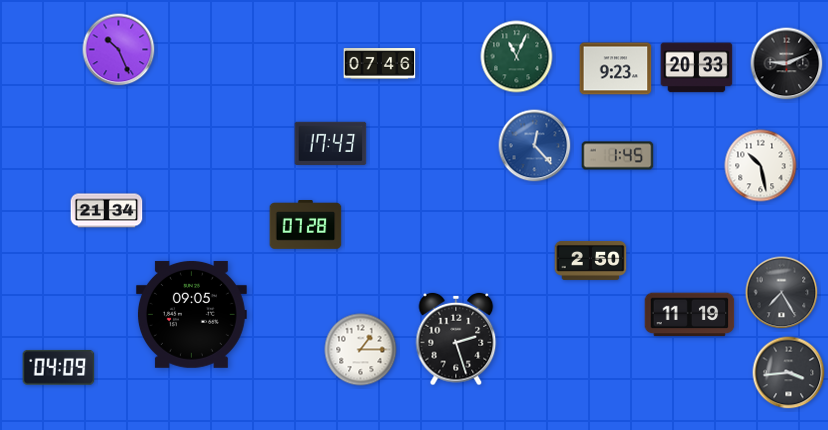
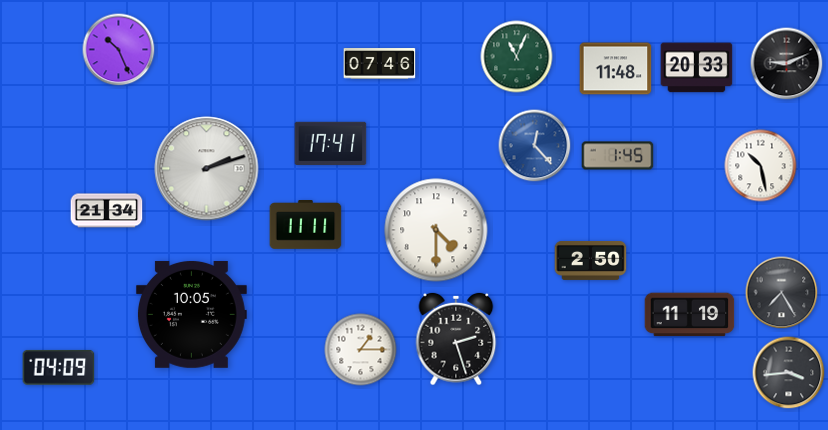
clock at (616, 69): 9:23 -> 11:48
clock at (331, 143): 17:43 -> 17:41
clock at (207, 169): none -> 2:12
clock at (306, 225): 07:28 -> 11:11
clock at (436, 230): none -> 4:30
clock at (191, 314): 09:05 -> 10:05
